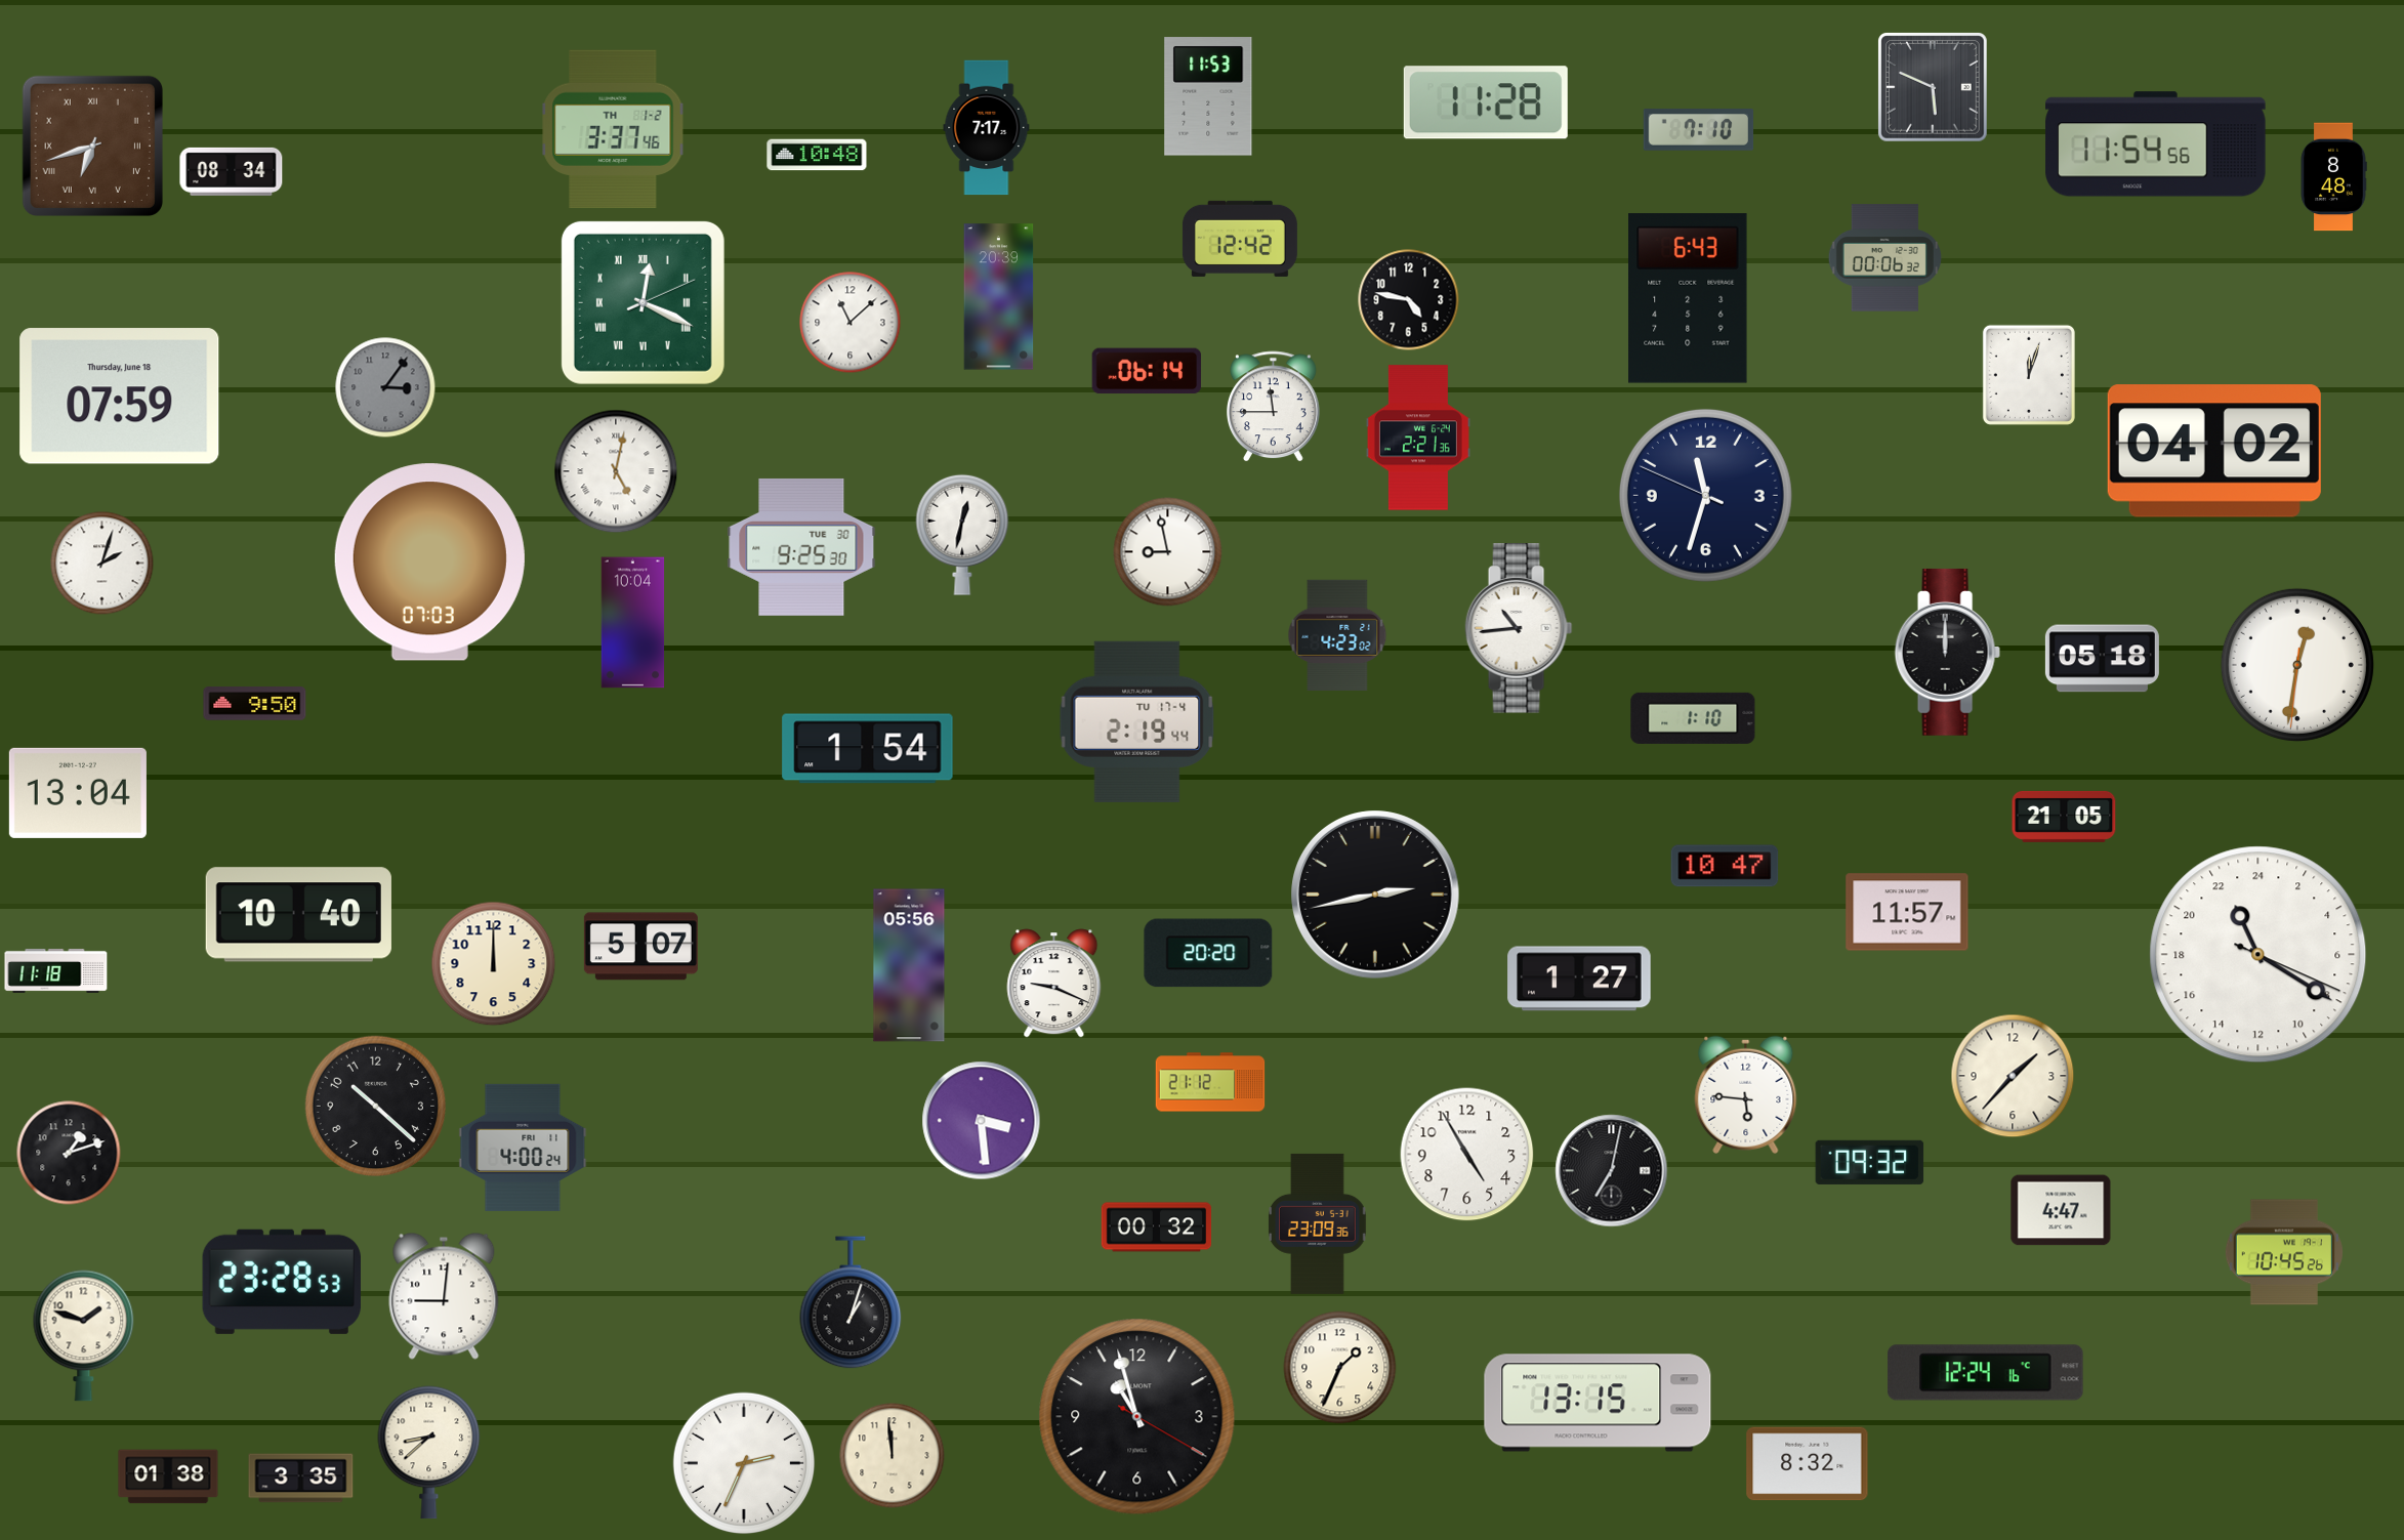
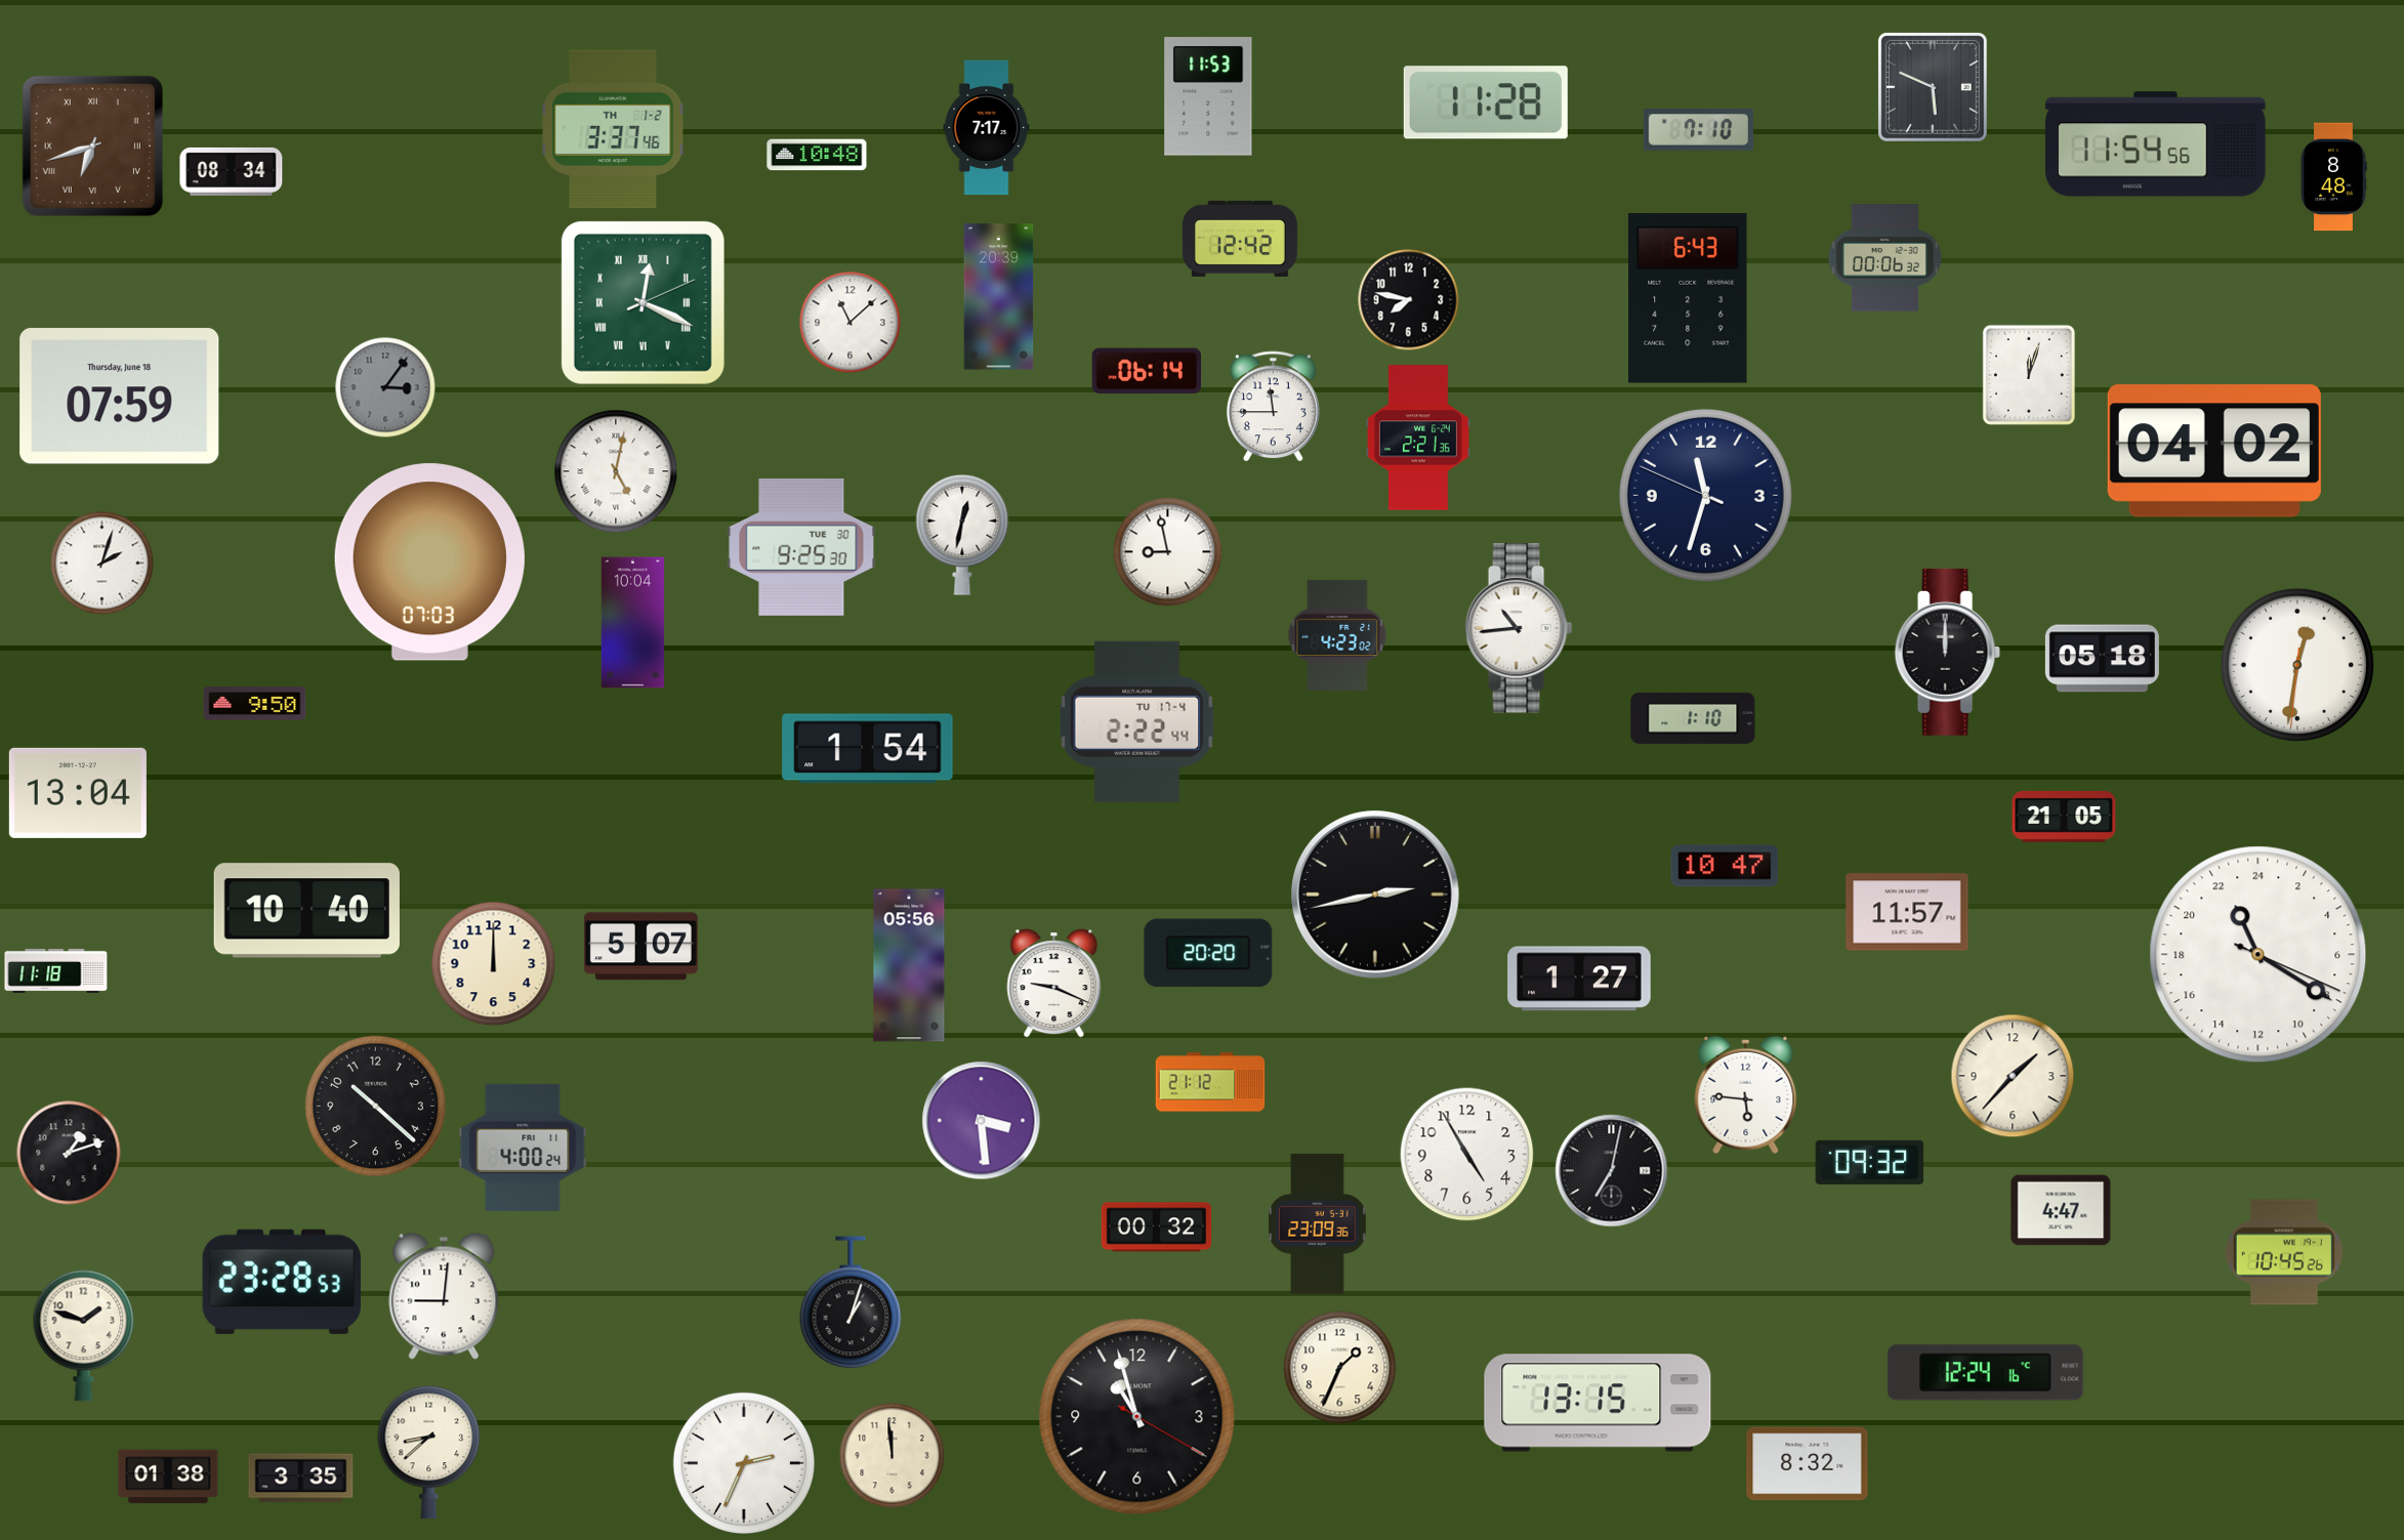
clock at (1409, 300): 4:47 -> 7:47
clock at (1137, 721): 2:19 -> 2:22
clock at (298, 915) position: (298, 915) -> (306, 911)
